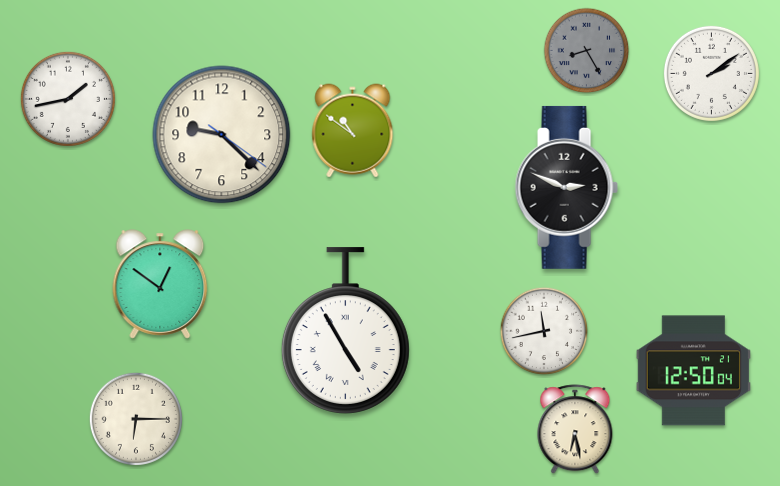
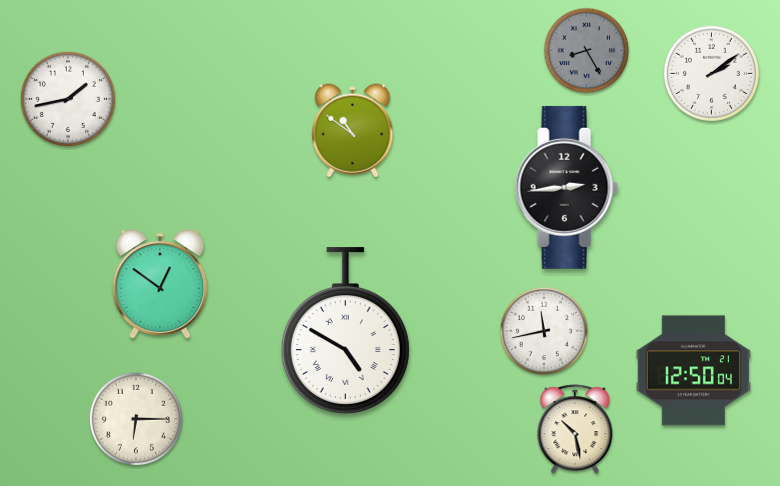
clock at (222, 135): 9:22 -> none
clock at (566, 187): 2:49 -> 2:44
clock at (345, 331): 4:55 -> 4:50
clock at (575, 430): 6:28 -> 10:28
